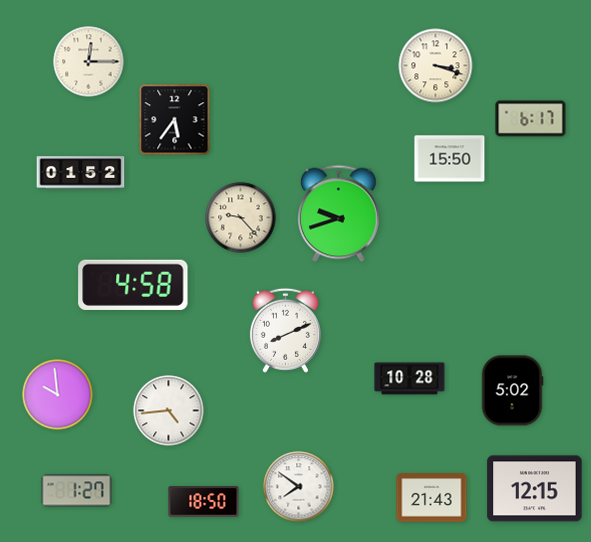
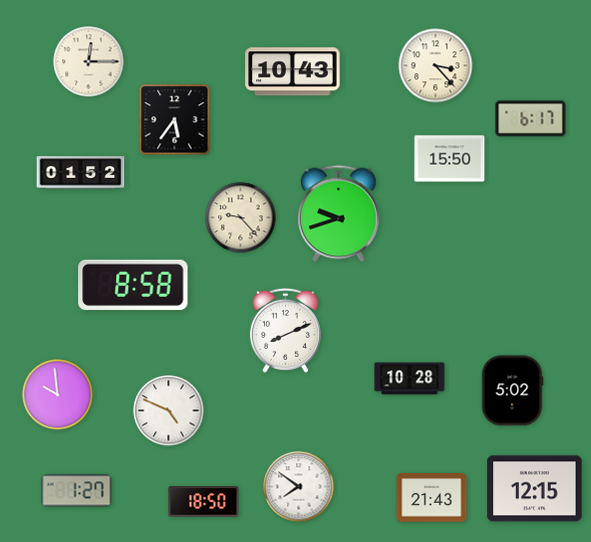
clock at (436, 66): 3:18 -> 3:23
clock at (293, 72): none -> 10:43
clock at (133, 285): 4:58 -> 8:58
clock at (169, 411): 4:44 -> 4:49
